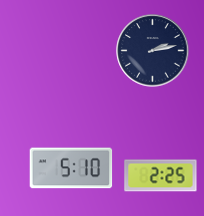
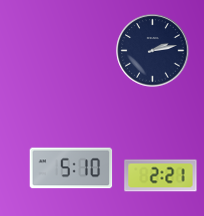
clock at (161, 176): 2:25 -> 2:21
